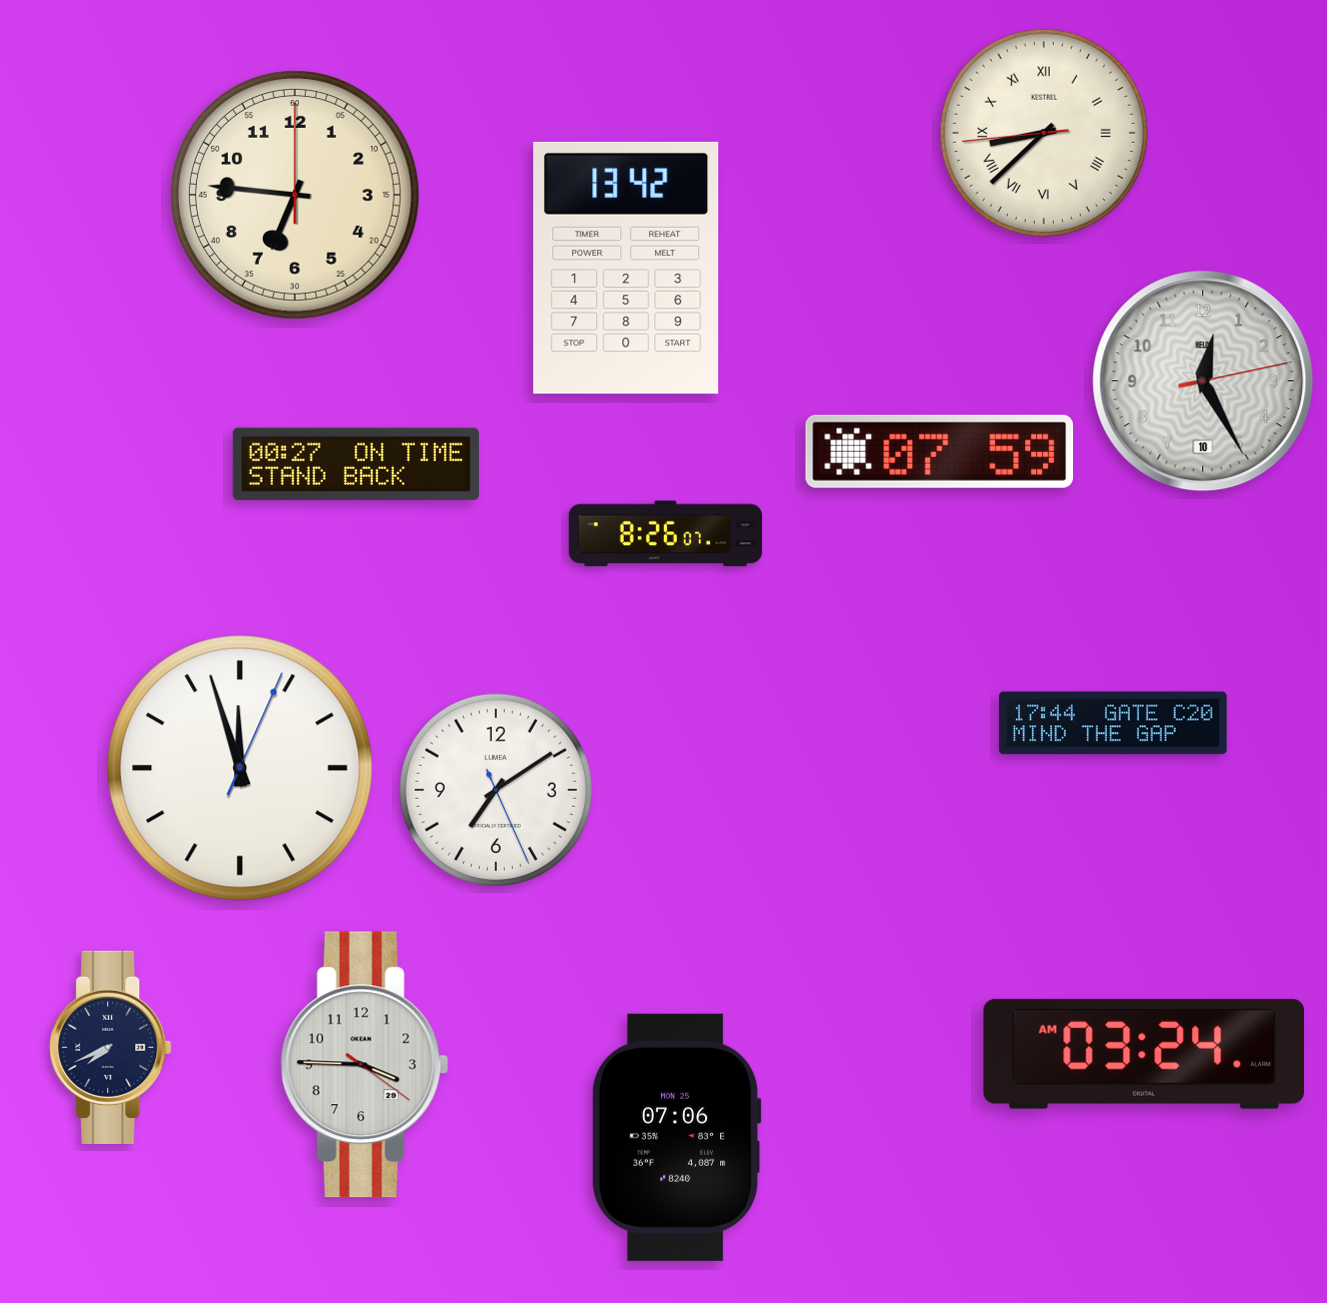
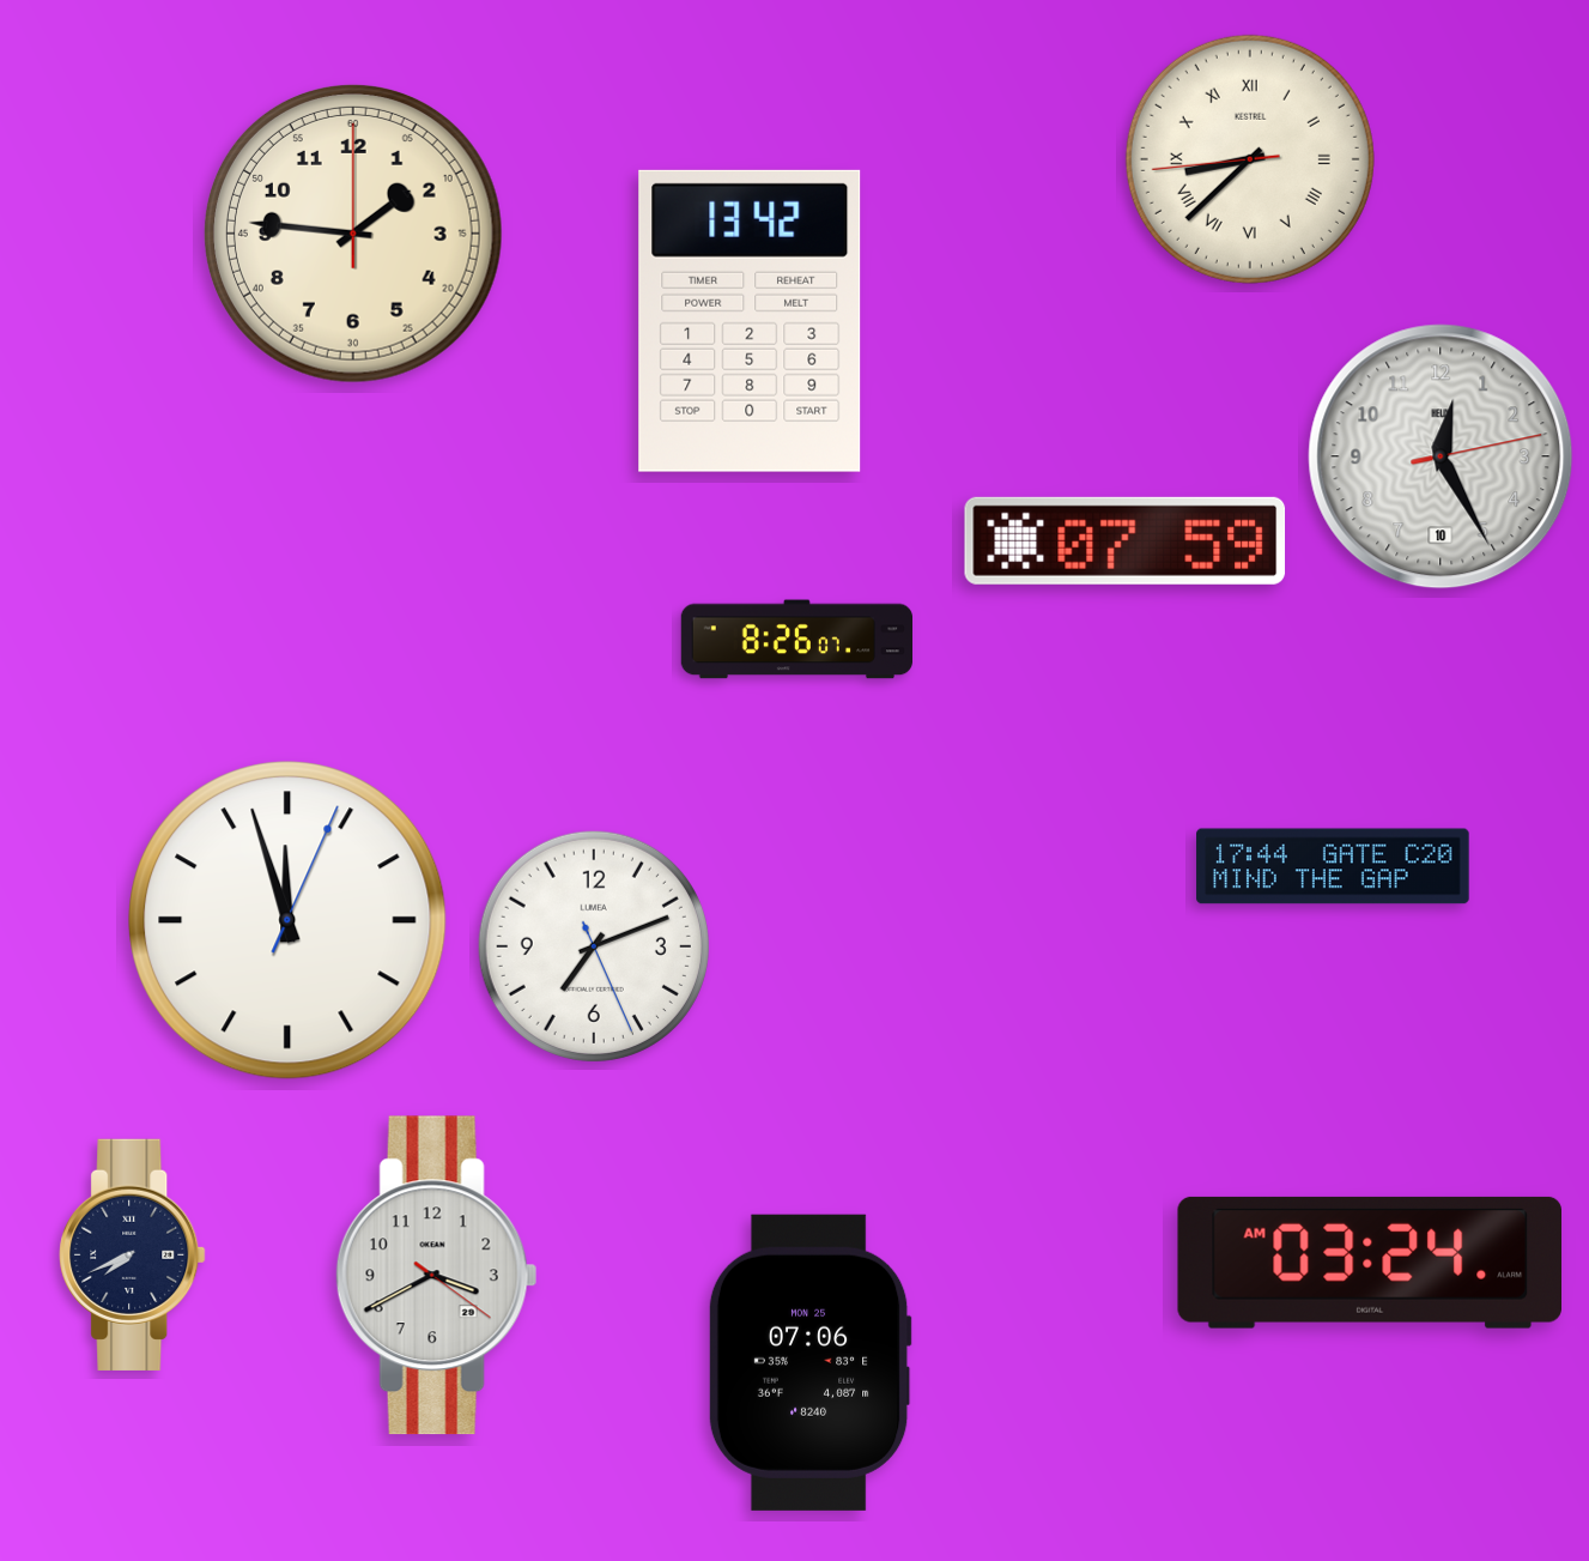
clock at (295, 195): 6:46 -> 1:46
clock at (356, 464): 00:27 -> none
clock at (496, 790): 7:09 -> 7:11
clock at (364, 1065): 3:45 -> 3:40
